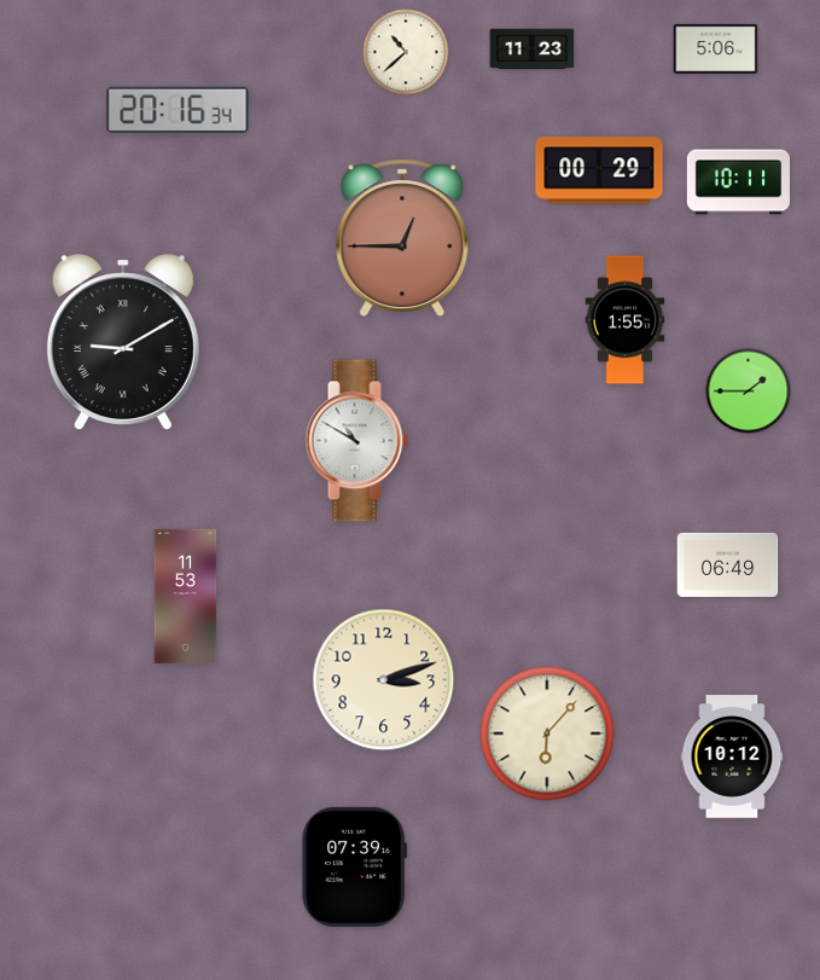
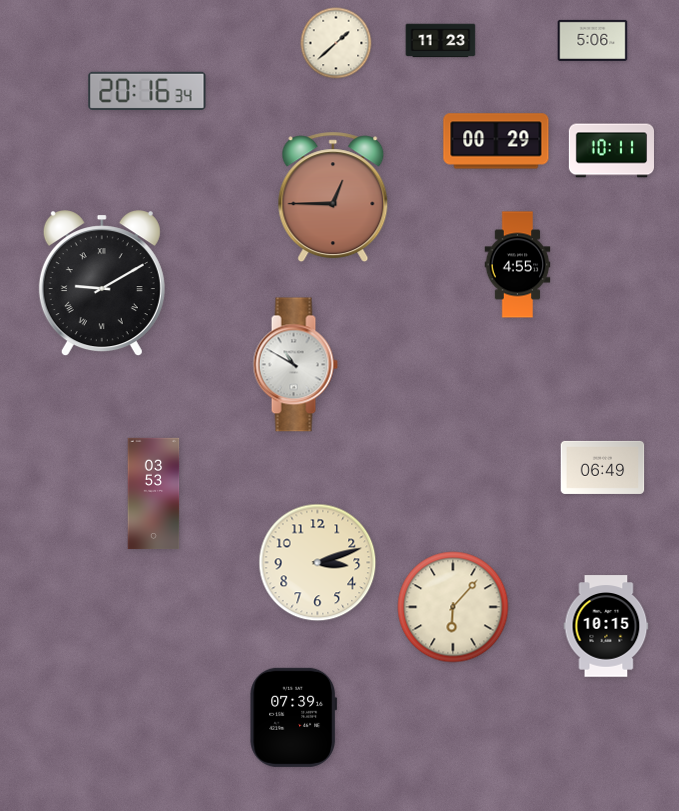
clock at (406, 52): 10:38 -> 1:38
clock at (626, 320): 1:55 -> 4:55
clock at (749, 392): 1:45 -> none
clock at (186, 597): 11:53 -> 03:53
clock at (732, 756): 10:12 -> 10:15
